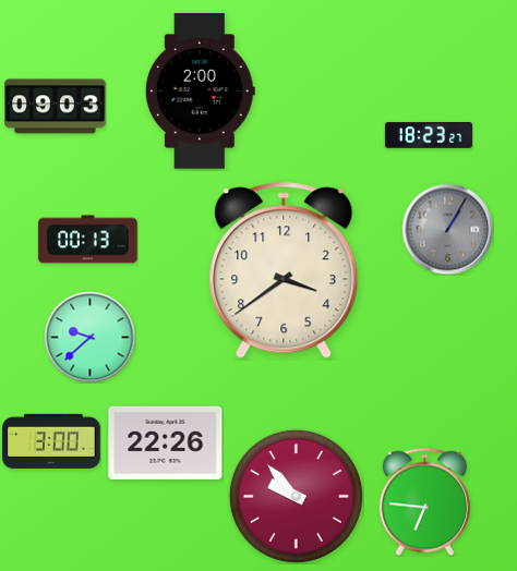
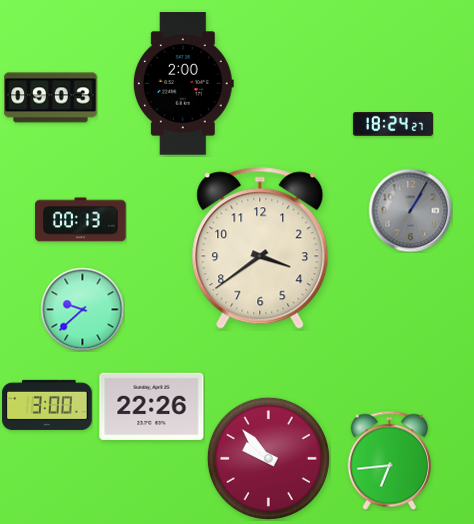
clock at (429, 135): 18:23 -> 18:24
clock at (296, 496) position: (296, 496) -> (268, 458)
clock at (424, 501): 6:46 -> 6:44
